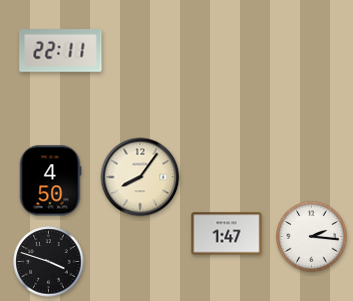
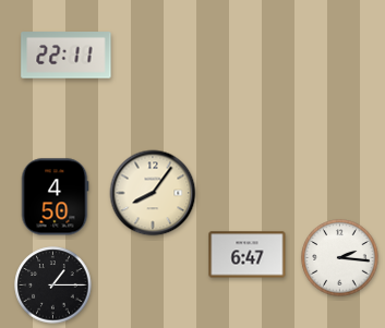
clock at (227, 234): 1:47 -> 6:47
clock at (49, 262): 3:48 -> 1:15
